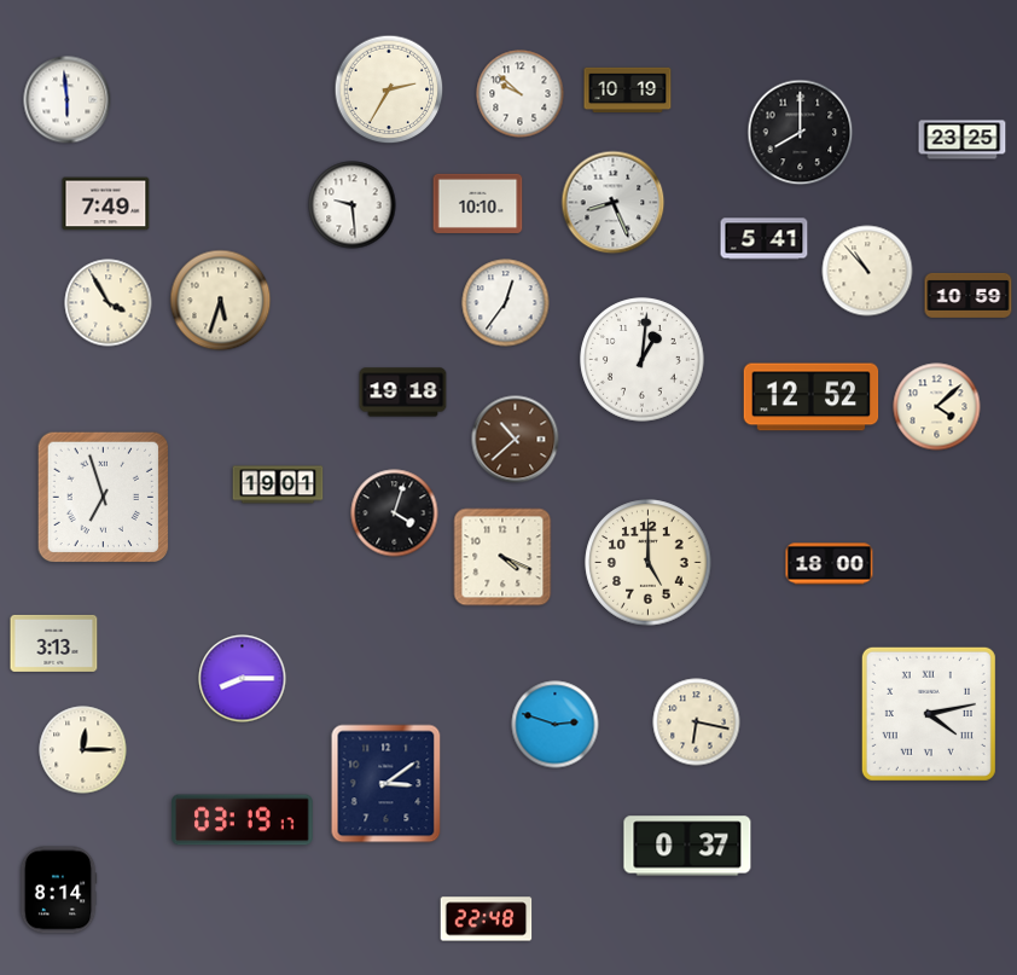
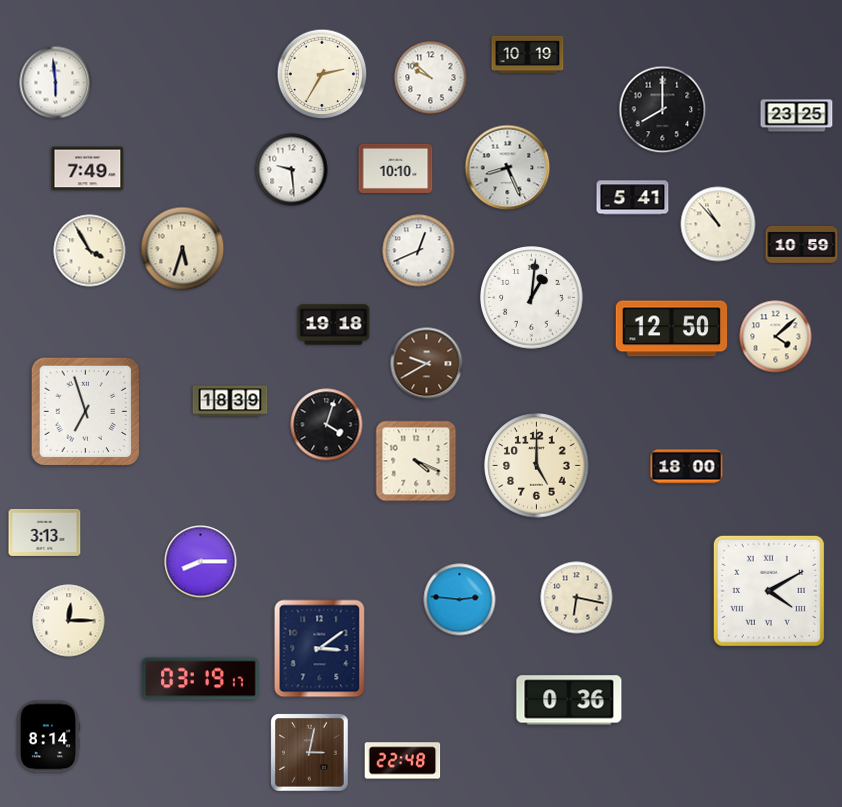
clock at (628, 91) position: (628, 91) -> (528, 55)
clock at (506, 303): 12:36 -> 12:41
clock at (812, 397): 12:52 -> 12:50
clock at (516, 440): 10:38 -> 9:40
clock at (278, 484): 19:01 -> 18:39
clock at (929, 714): 4:13 -> 4:10
clock at (556, 725): 2:48 -> 2:46
clock at (687, 846): 0:37 -> 0:36
clock at (310, 753): none -> 3:02
